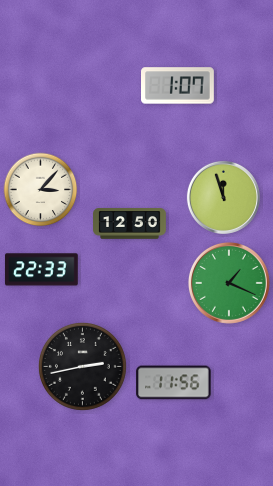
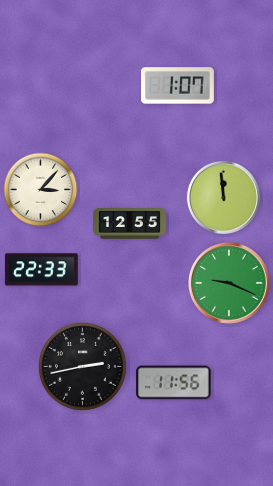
clock at (223, 197): 11:57 -> 11:59
clock at (130, 224): 12:50 -> 12:55
clock at (229, 283): 1:19 -> 9:19
